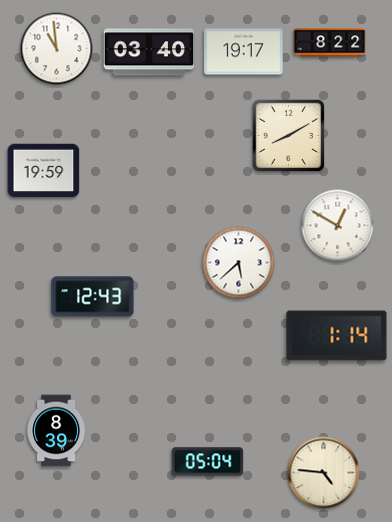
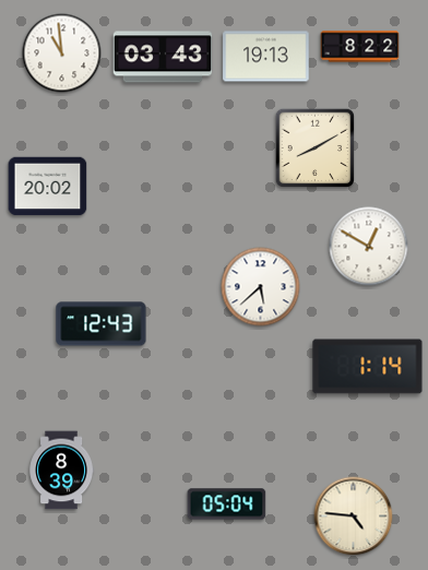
clock at (149, 52): 03:40 -> 03:43
clock at (244, 52): 19:17 -> 19:13
clock at (44, 171): 19:59 -> 20:02
